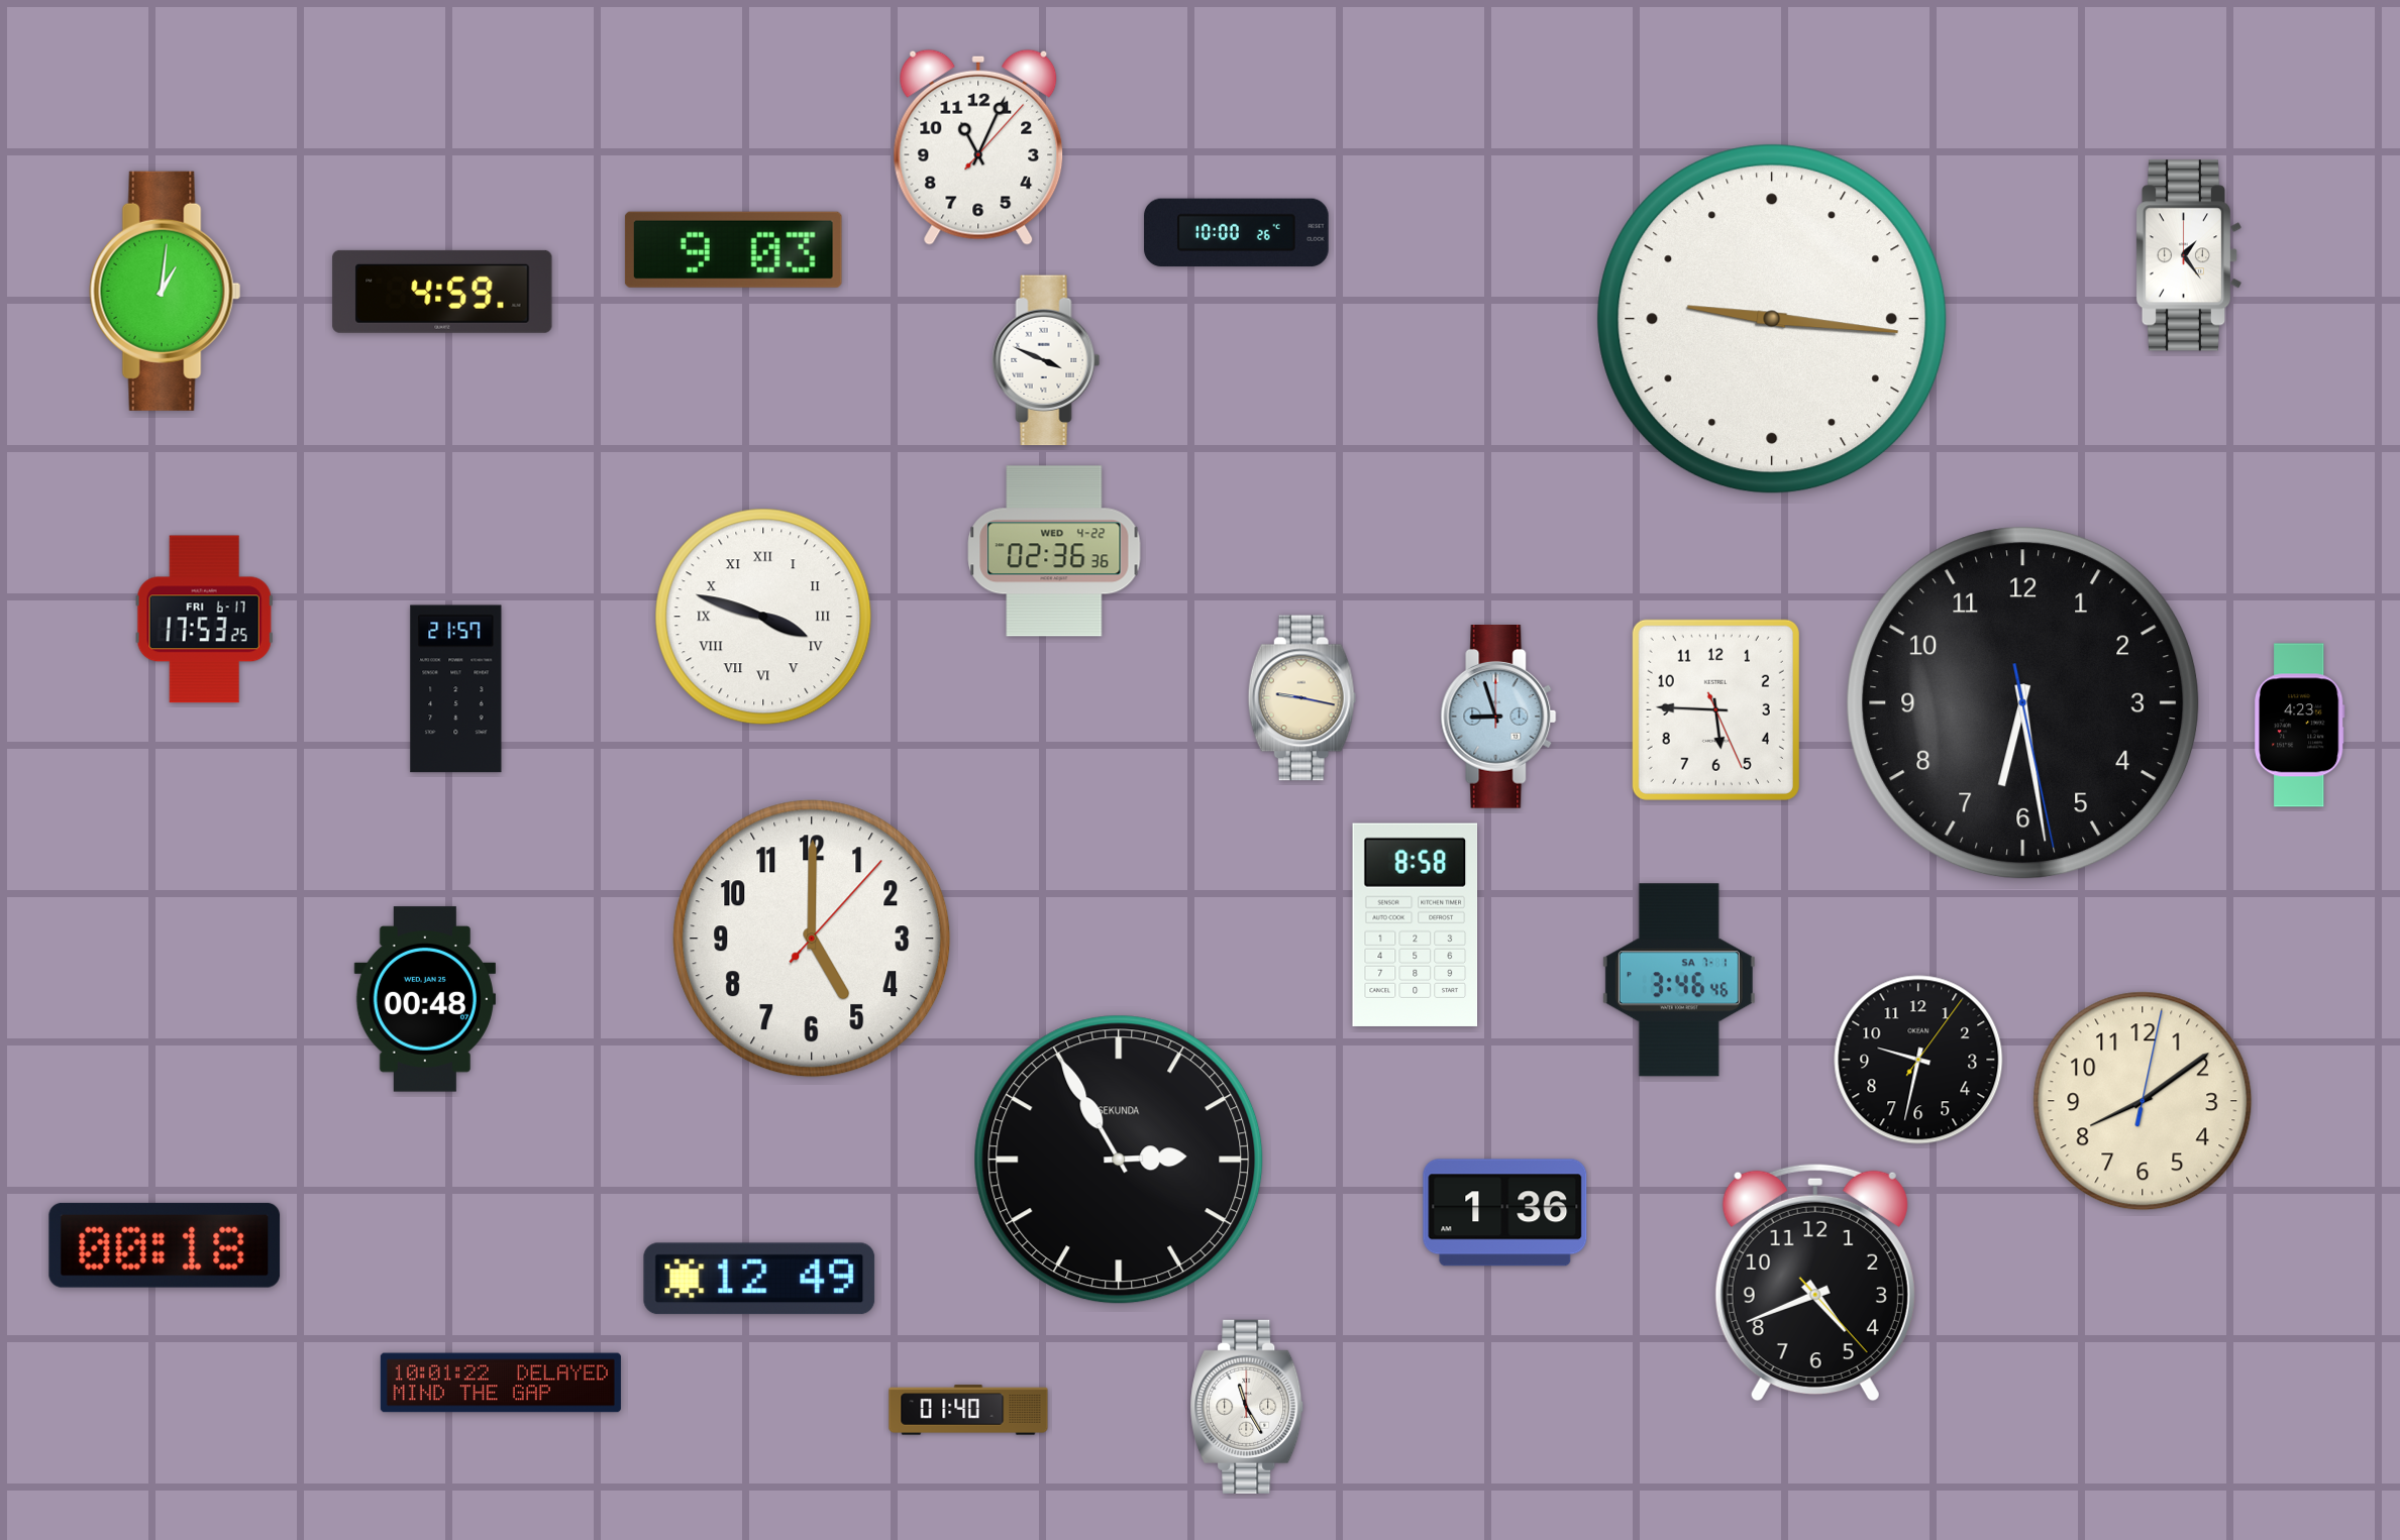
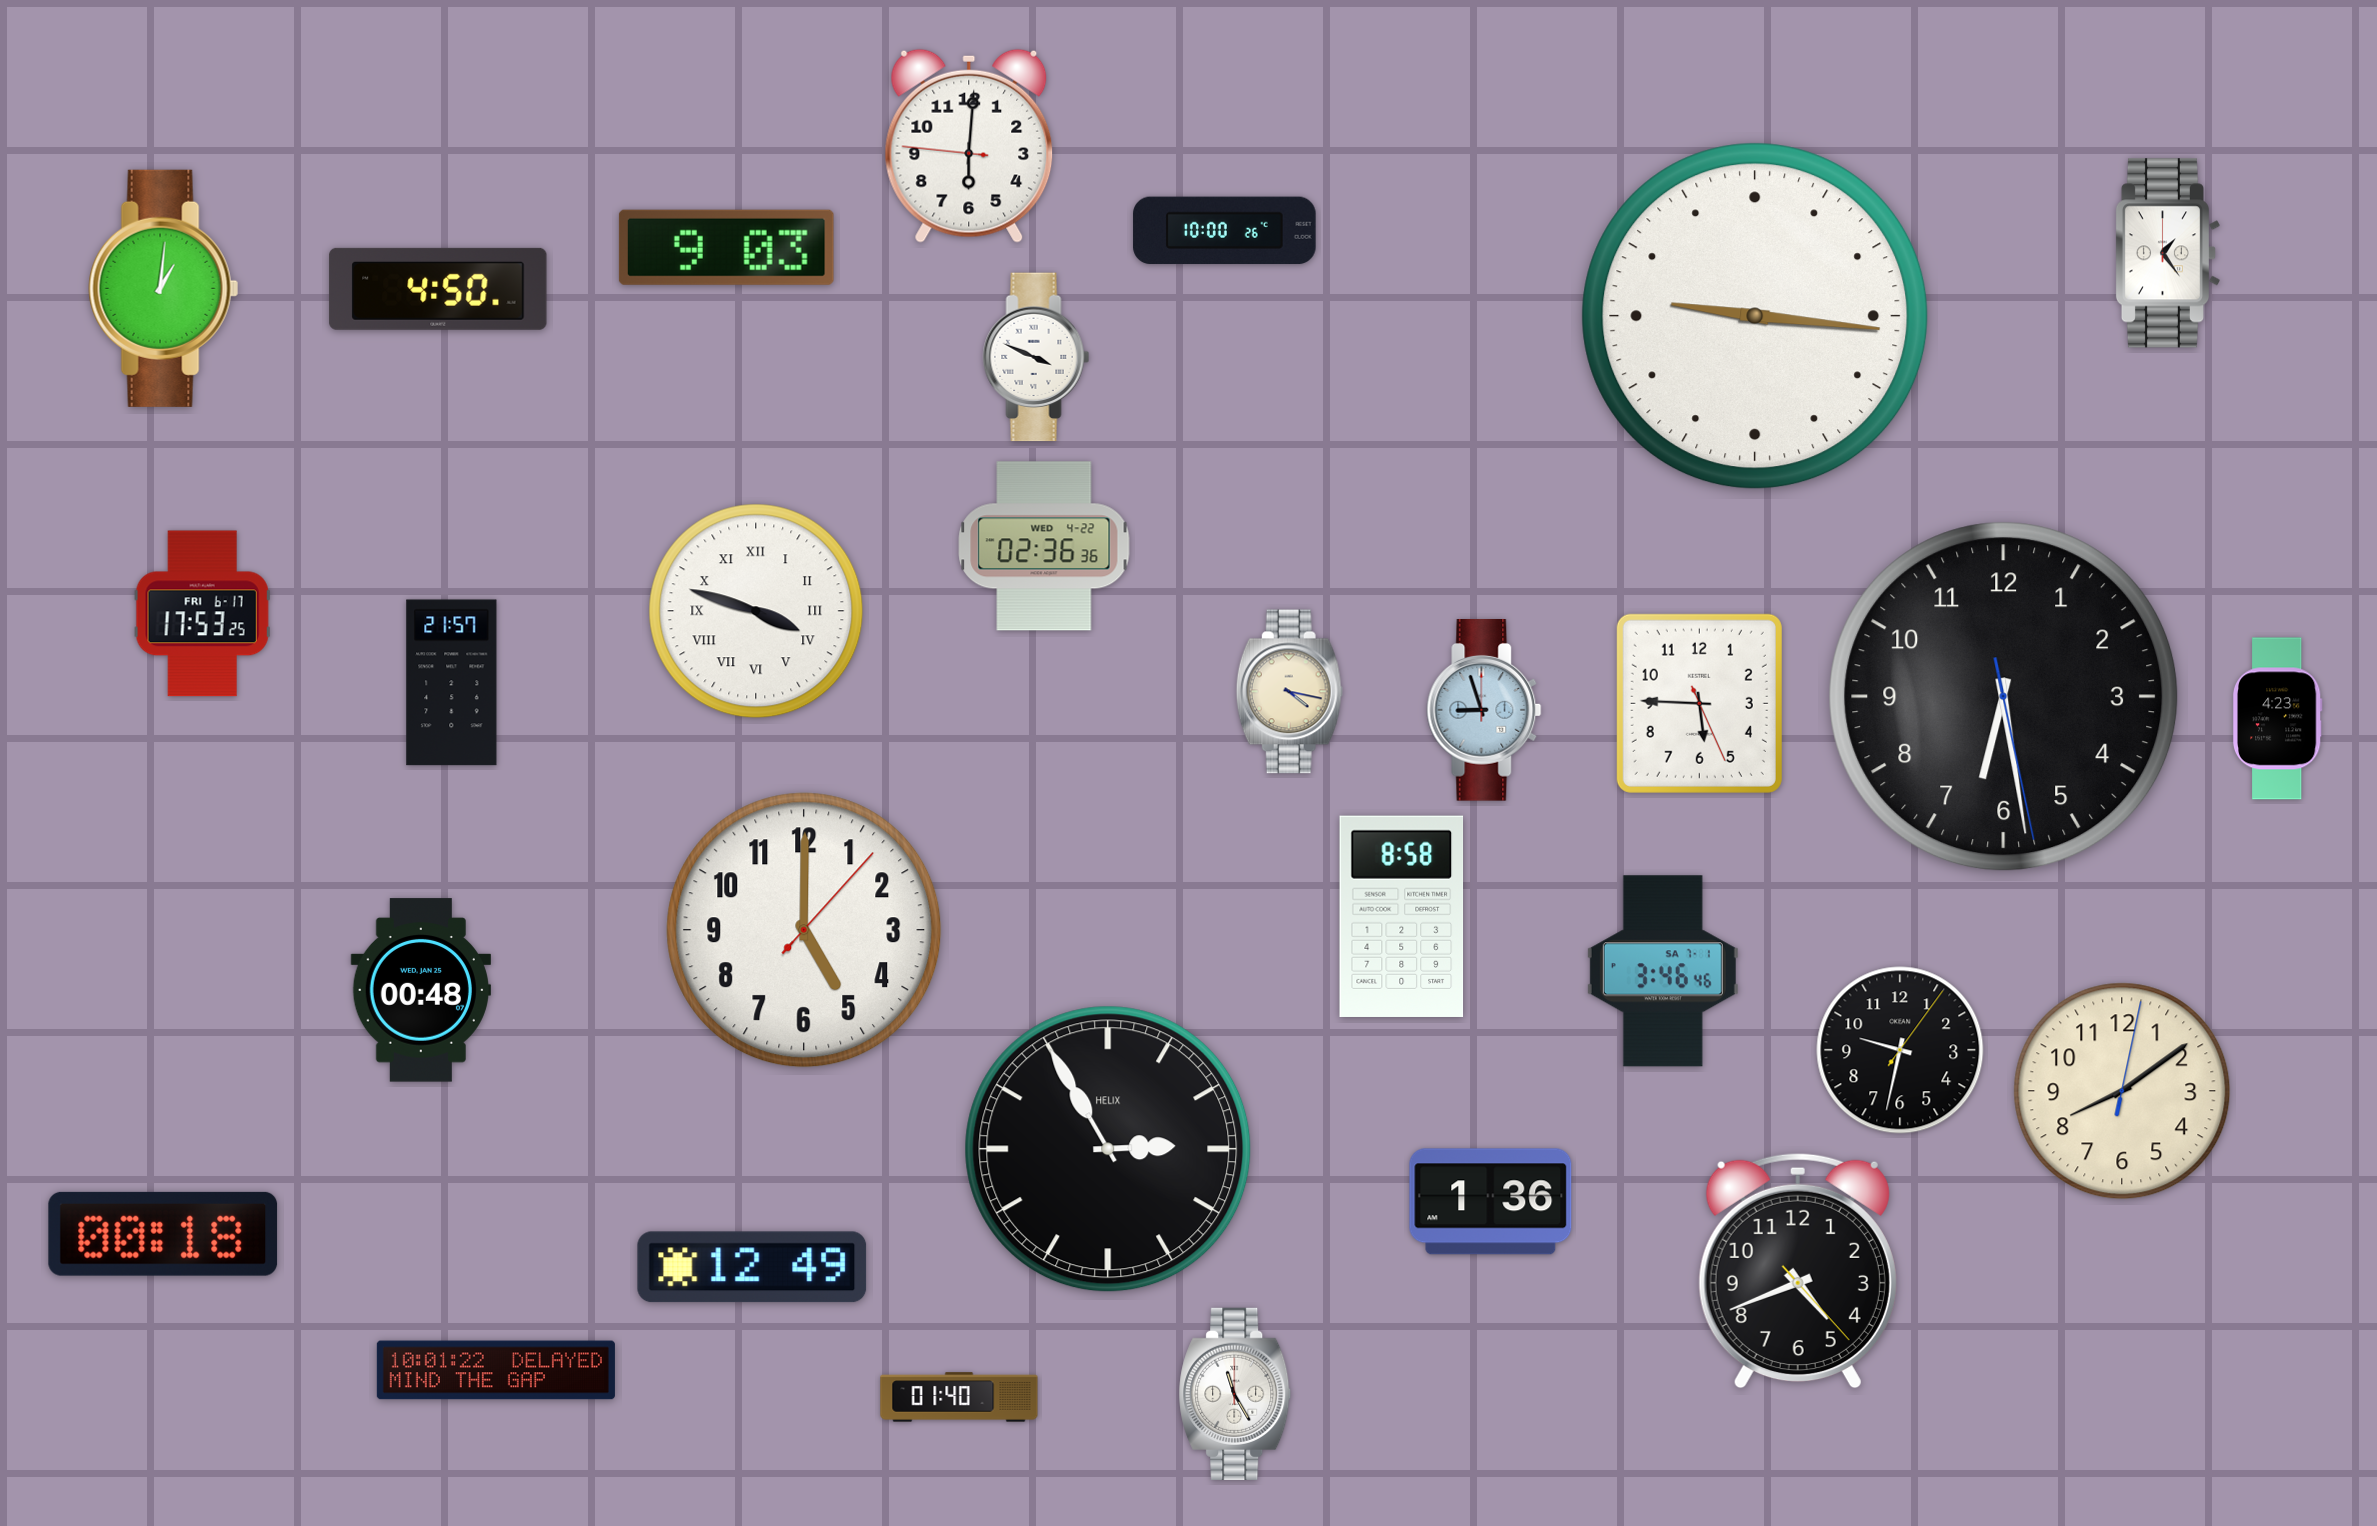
clock at (978, 147): 11:04 -> 6:00
clock at (442, 292): 4:59 -> 4:50
clock at (1301, 698): 9:17 -> 4:17
clock at (1119, 1160) brand: SEKUNDA -> HELIX
